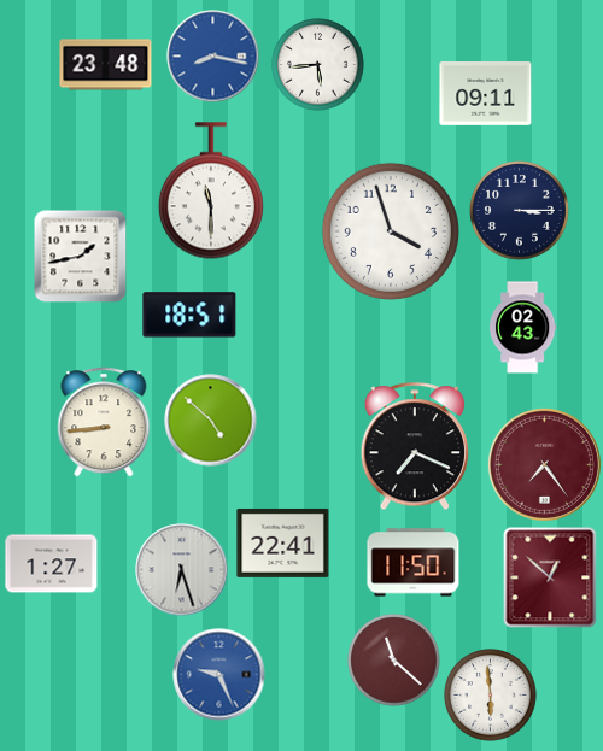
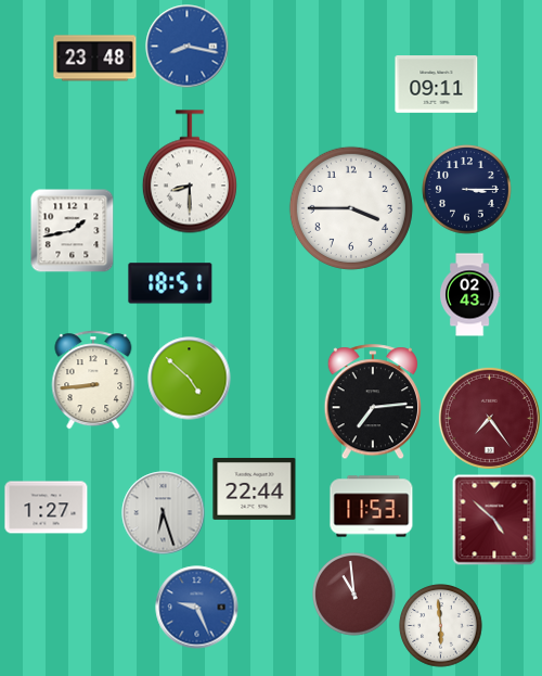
clock at (213, 57) position: (213, 57) -> (188, 47)
clock at (318, 65): 5:44 -> none
clock at (211, 190): 11:30 -> 8:30
clock at (391, 231): 3:57 -> 3:45
clock at (414, 447): 7:19 -> 7:14
clock at (283, 542): 22:41 -> 22:44
clock at (414, 563): 11:50 -> 11:53
clock at (550, 577): 12:52 -> 4:52
clock at (394, 661): 11:22 -> 10:59
